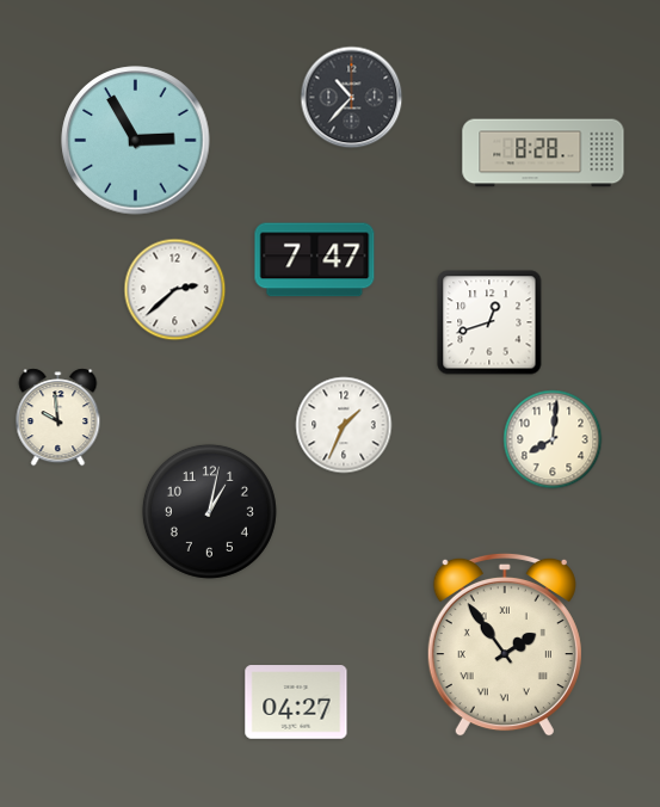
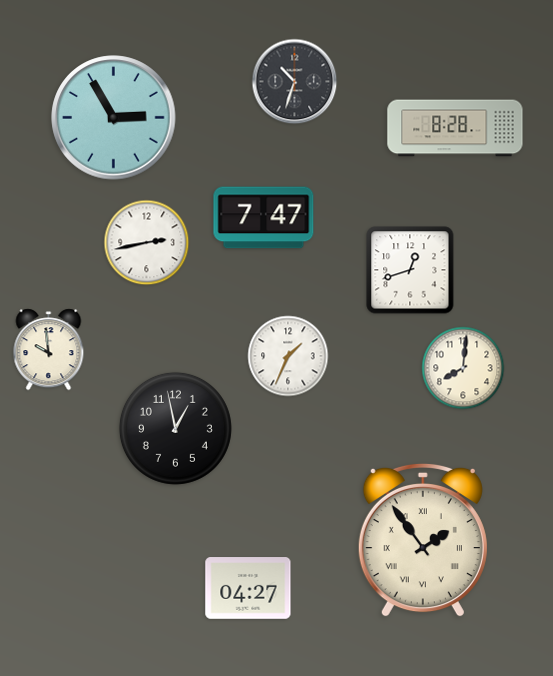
clock at (352, 98): 10:37 -> 10:33
clock at (175, 290): 2:38 -> 2:43
clock at (209, 511): 1:02 -> 12:58
